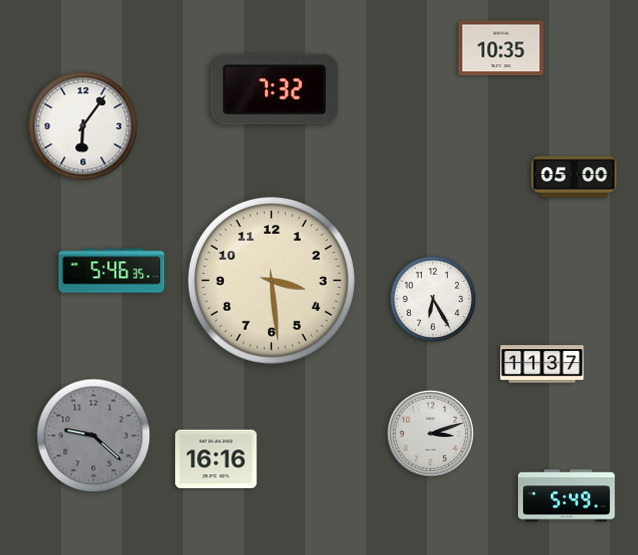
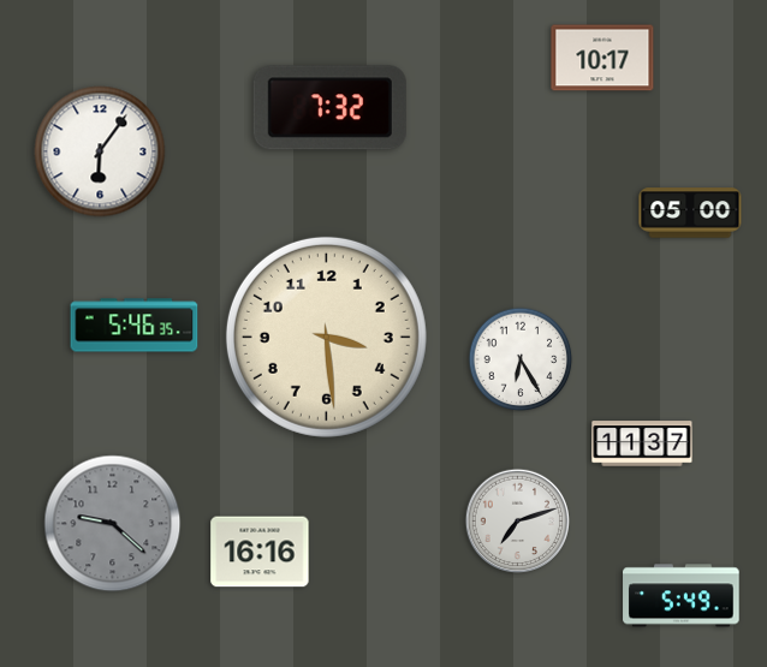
clock at (501, 48): 10:35 -> 10:17
clock at (542, 364) position: (542, 364) -> (642, 443)
clock at (431, 434): 3:12 -> 7:12
